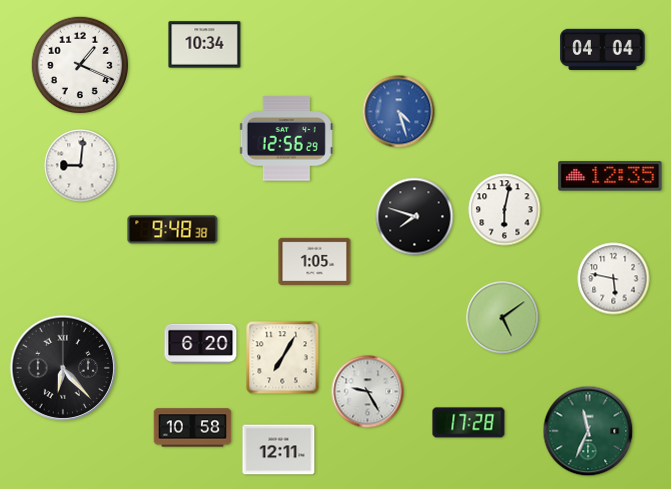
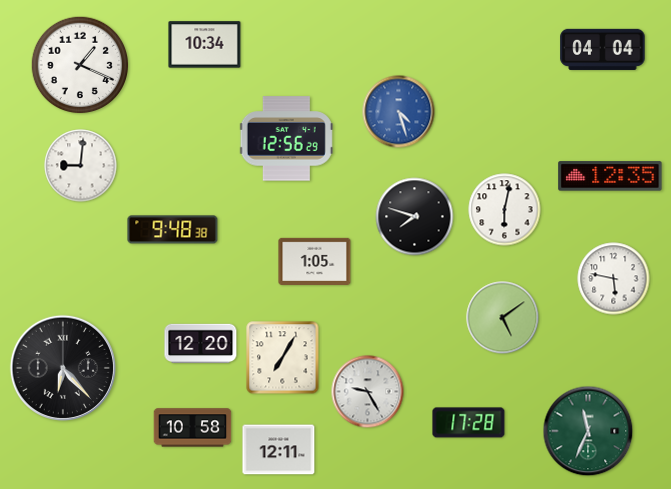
clock at (201, 344): 6:20 -> 12:20
